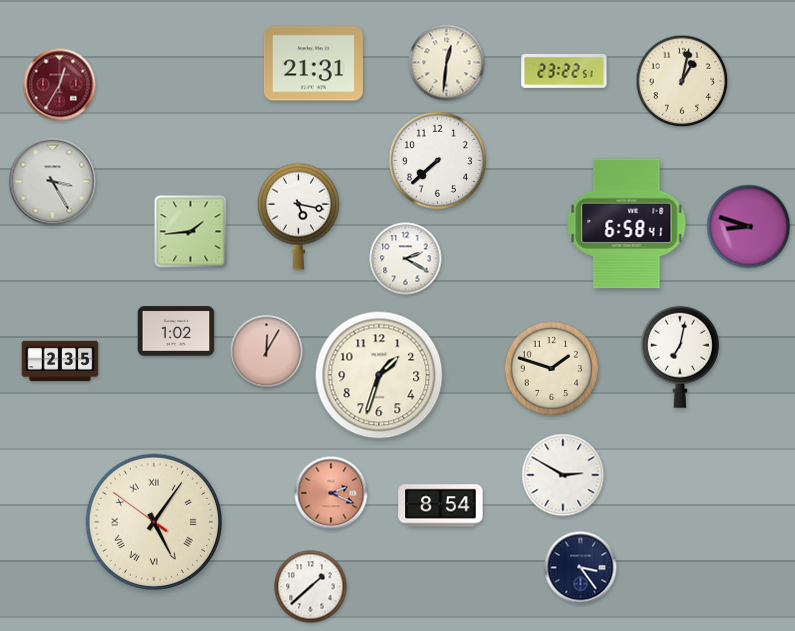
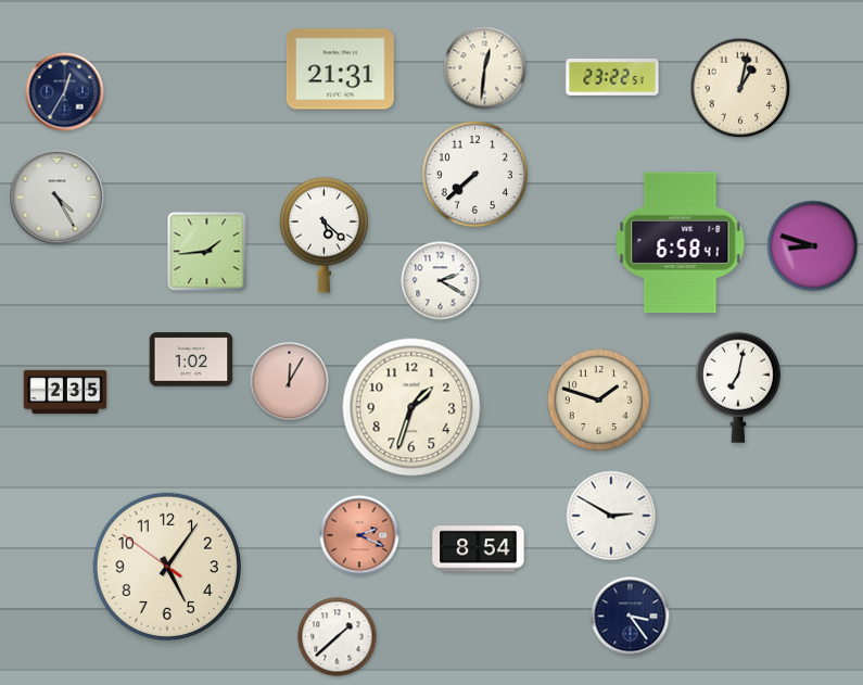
clock at (60, 85) dial: burgundy -> navy
clock at (53, 182): 3:25 -> 4:25
clock at (299, 216): 5:17 -> 5:22
clock at (154, 522) numerals: Roman -> Arabic
